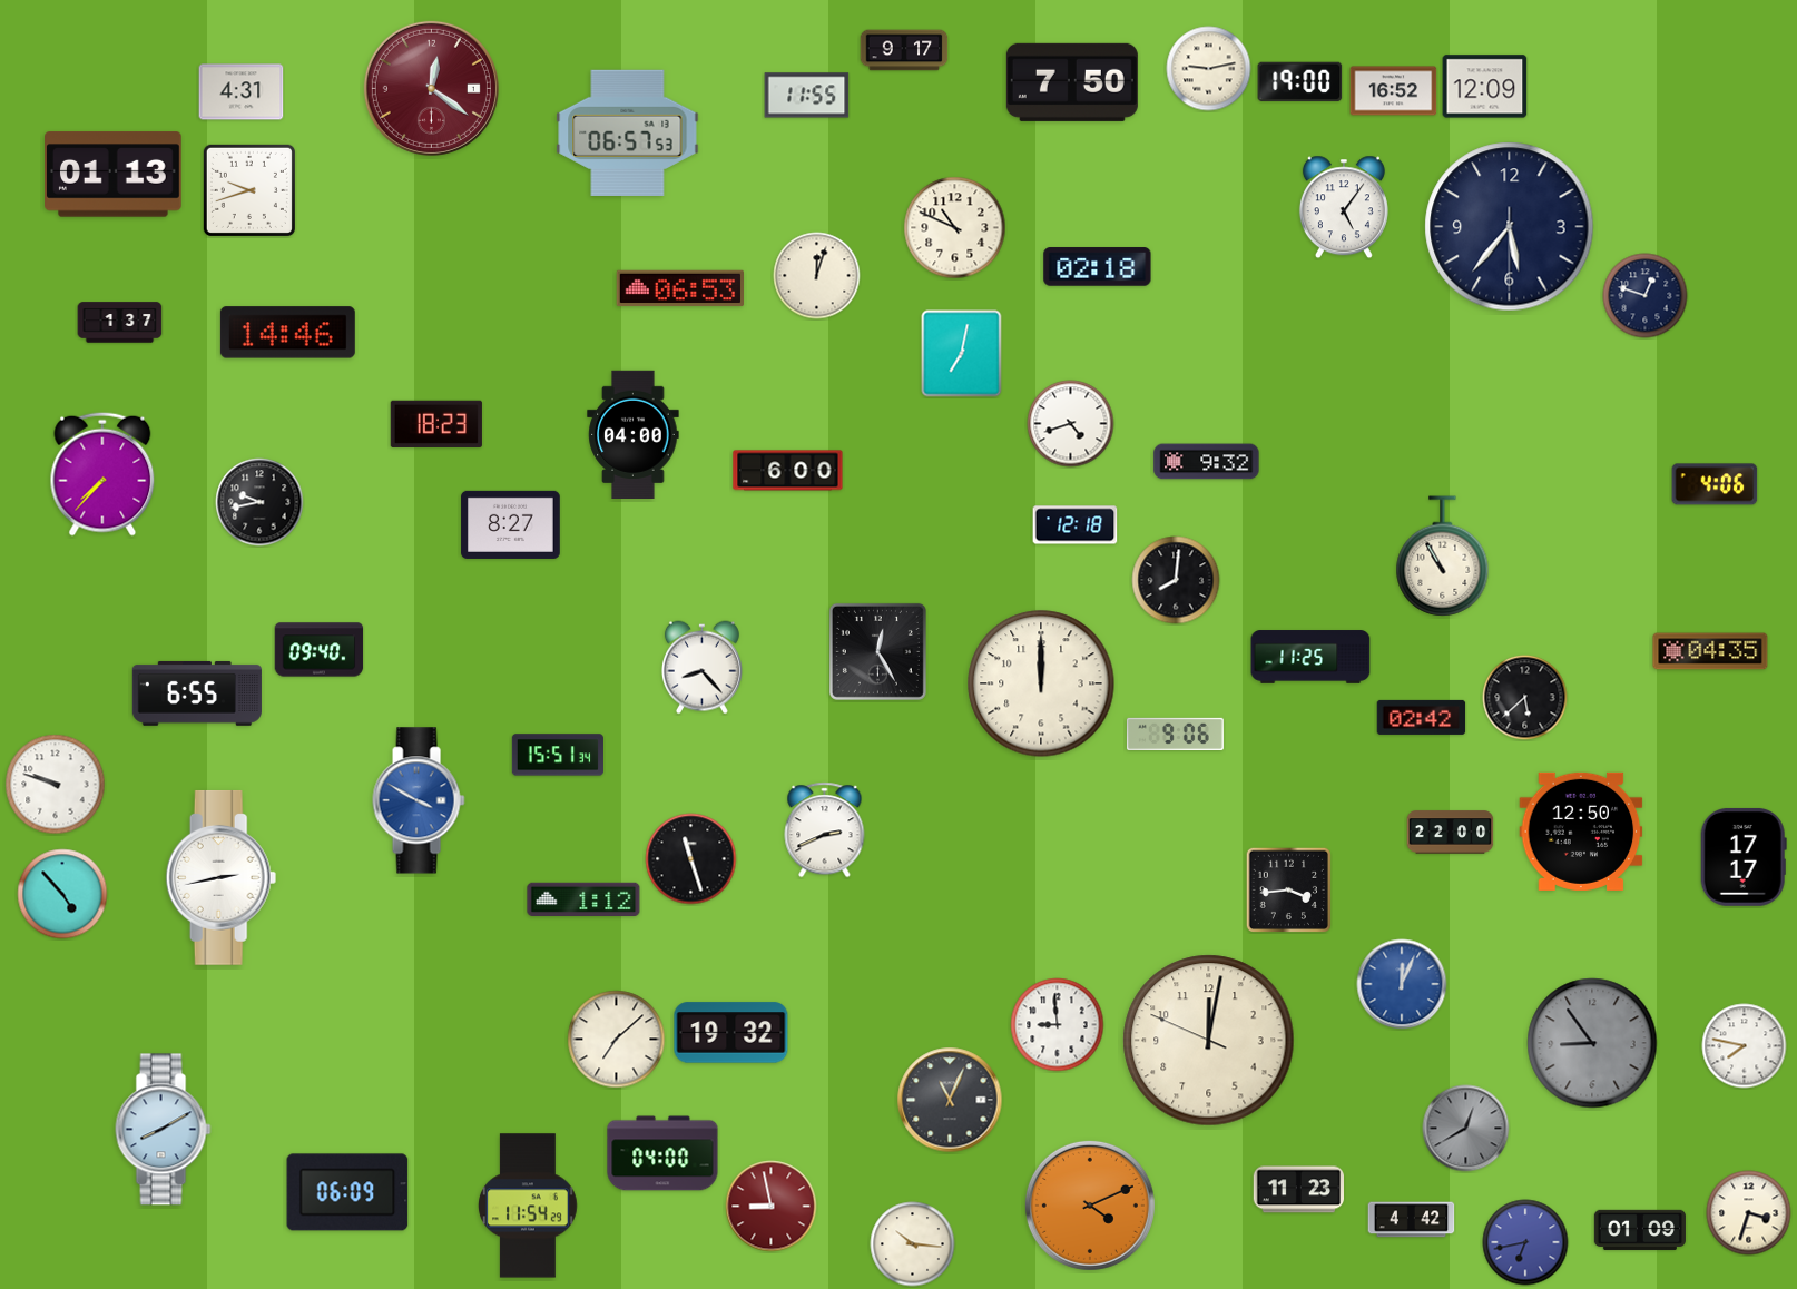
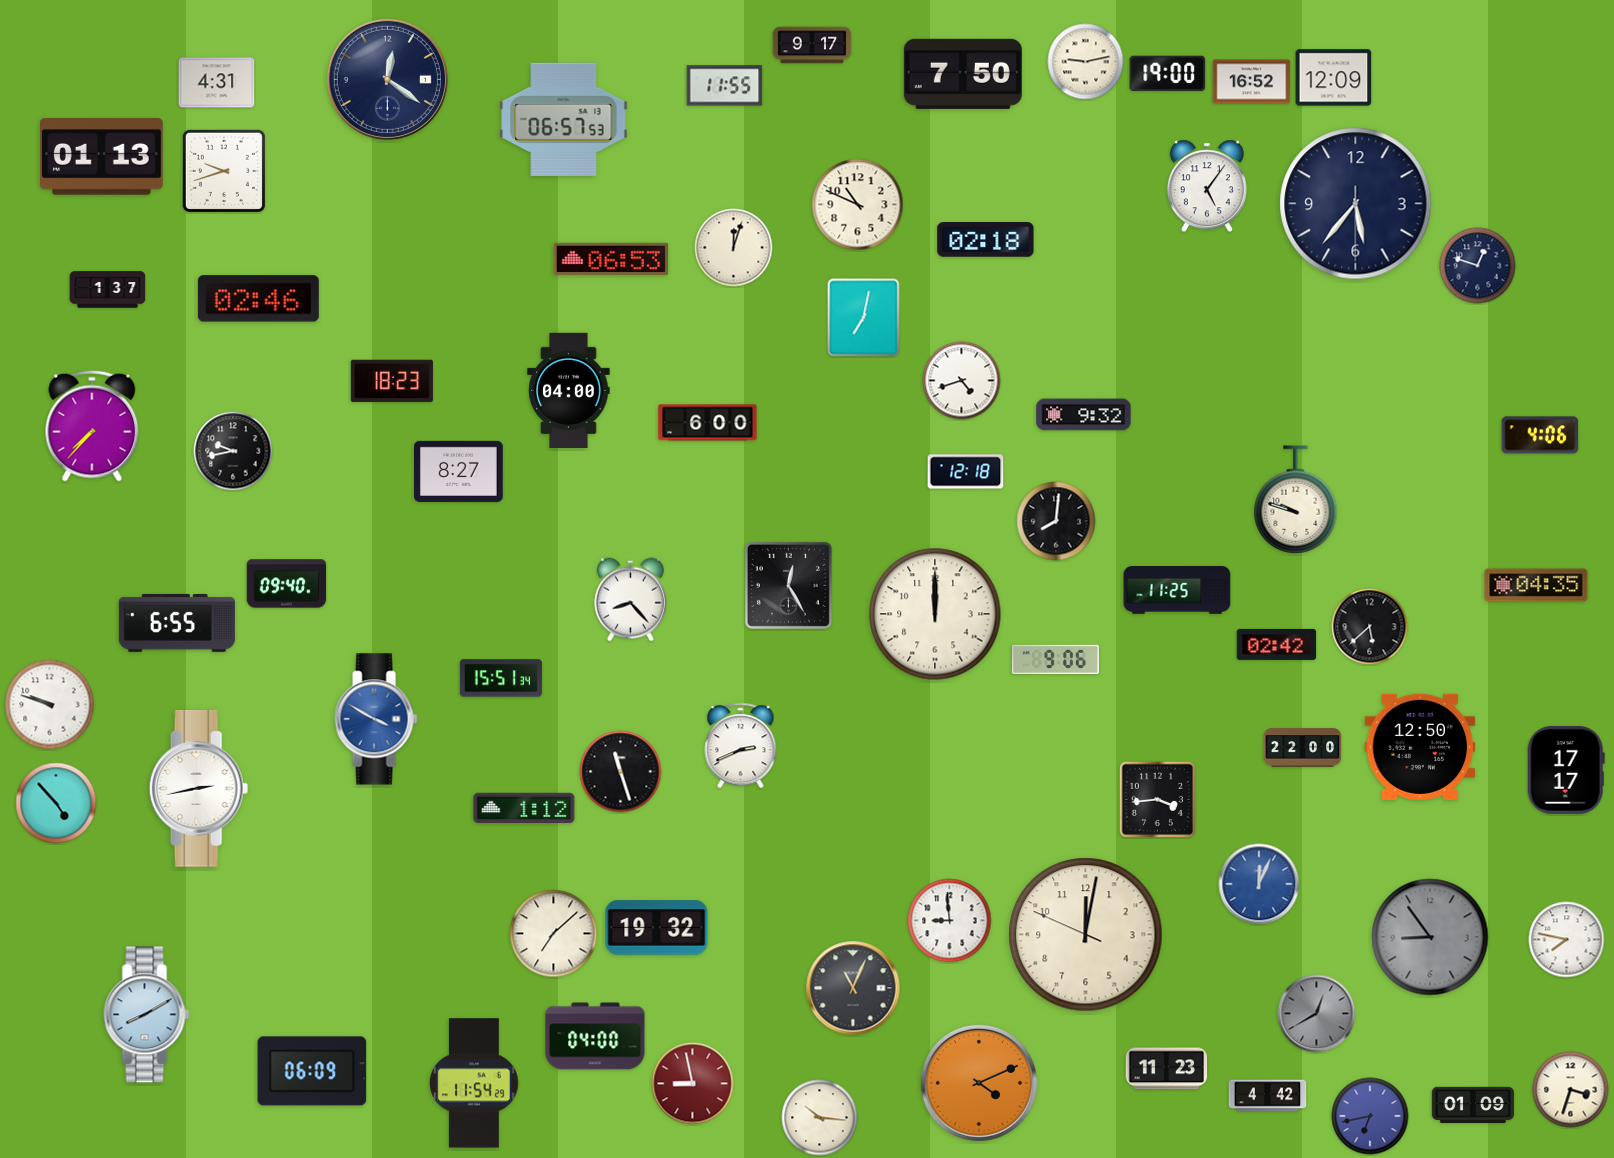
clock at (431, 88) dial: burgundy -> navy
clock at (287, 333): 14:46 -> 02:46
clock at (1443, 557): 10:55 -> 9:48
